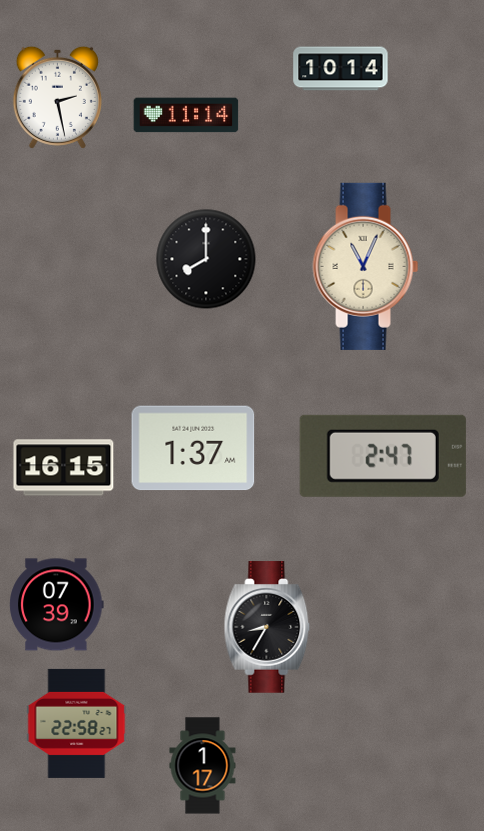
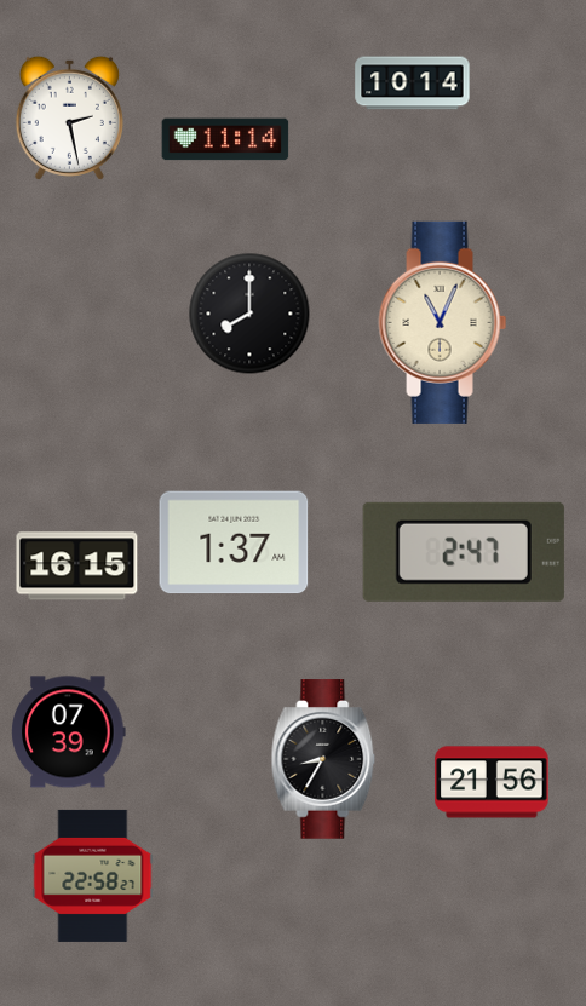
clock at (492, 782): none -> 21:56
clock at (203, 766): 1:17 -> none
